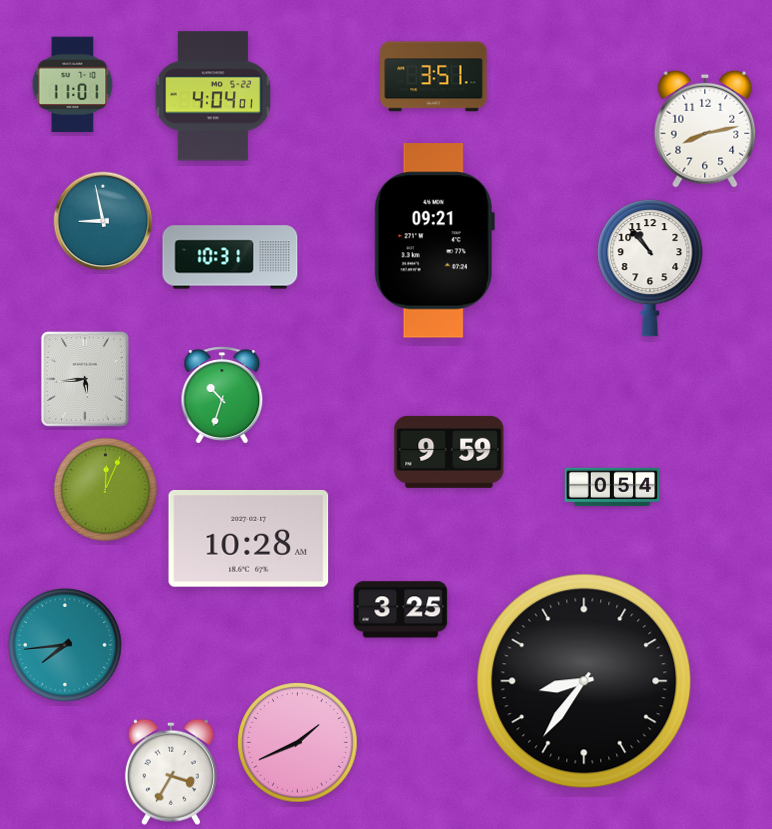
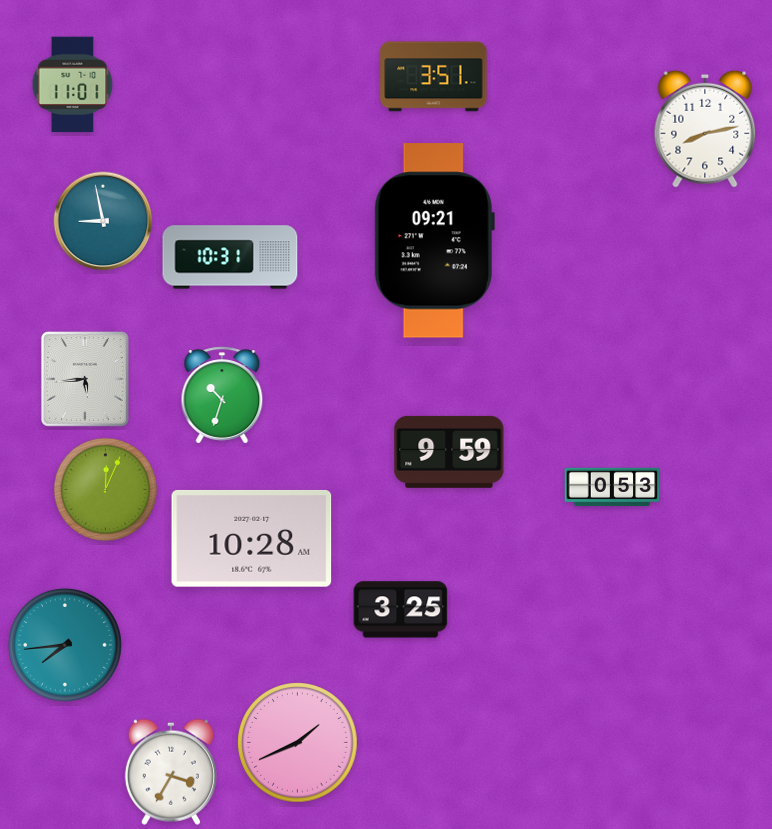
clock at (212, 96): 4:04 -> none
clock at (650, 268): 10:53 -> none
clock at (612, 487): 0:54 -> 0:53
clock at (249, 538) position: (249, 538) -> (252, 538)
clock at (584, 681): 8:36 -> none
